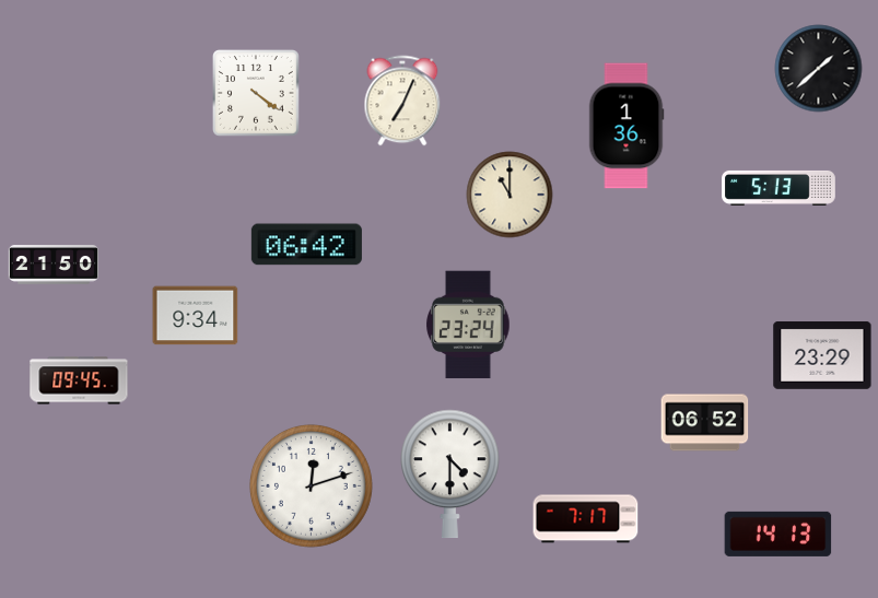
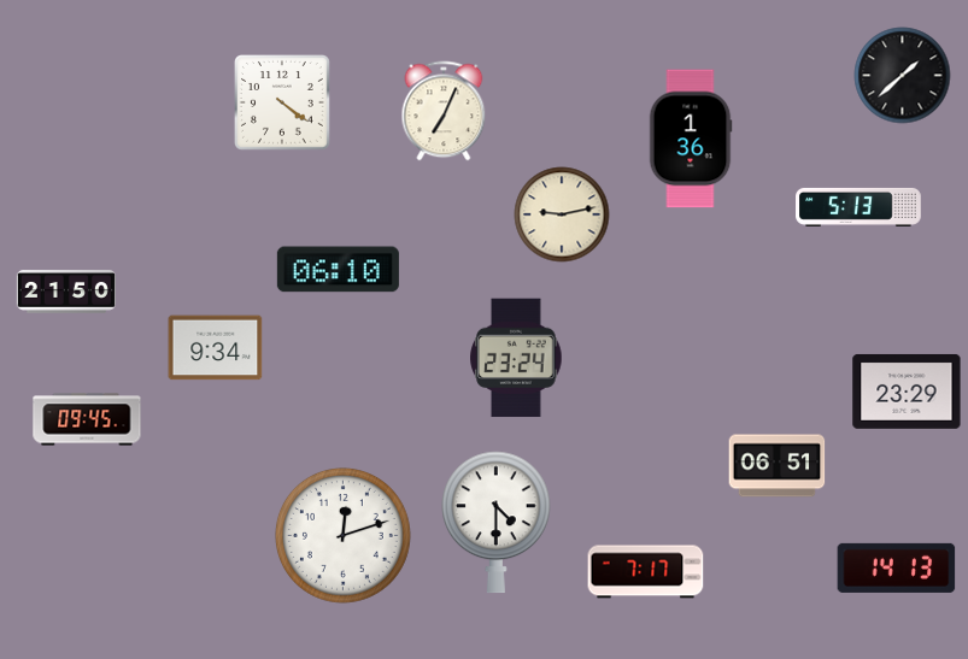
clock at (510, 195): 11:00 -> 9:13
clock at (306, 245): 06:42 -> 06:10
clock at (54, 265) position: (54, 265) -> (66, 292)
clock at (705, 423): 06:52 -> 06:51
clock at (779, 533) position: (779, 533) -> (897, 567)
